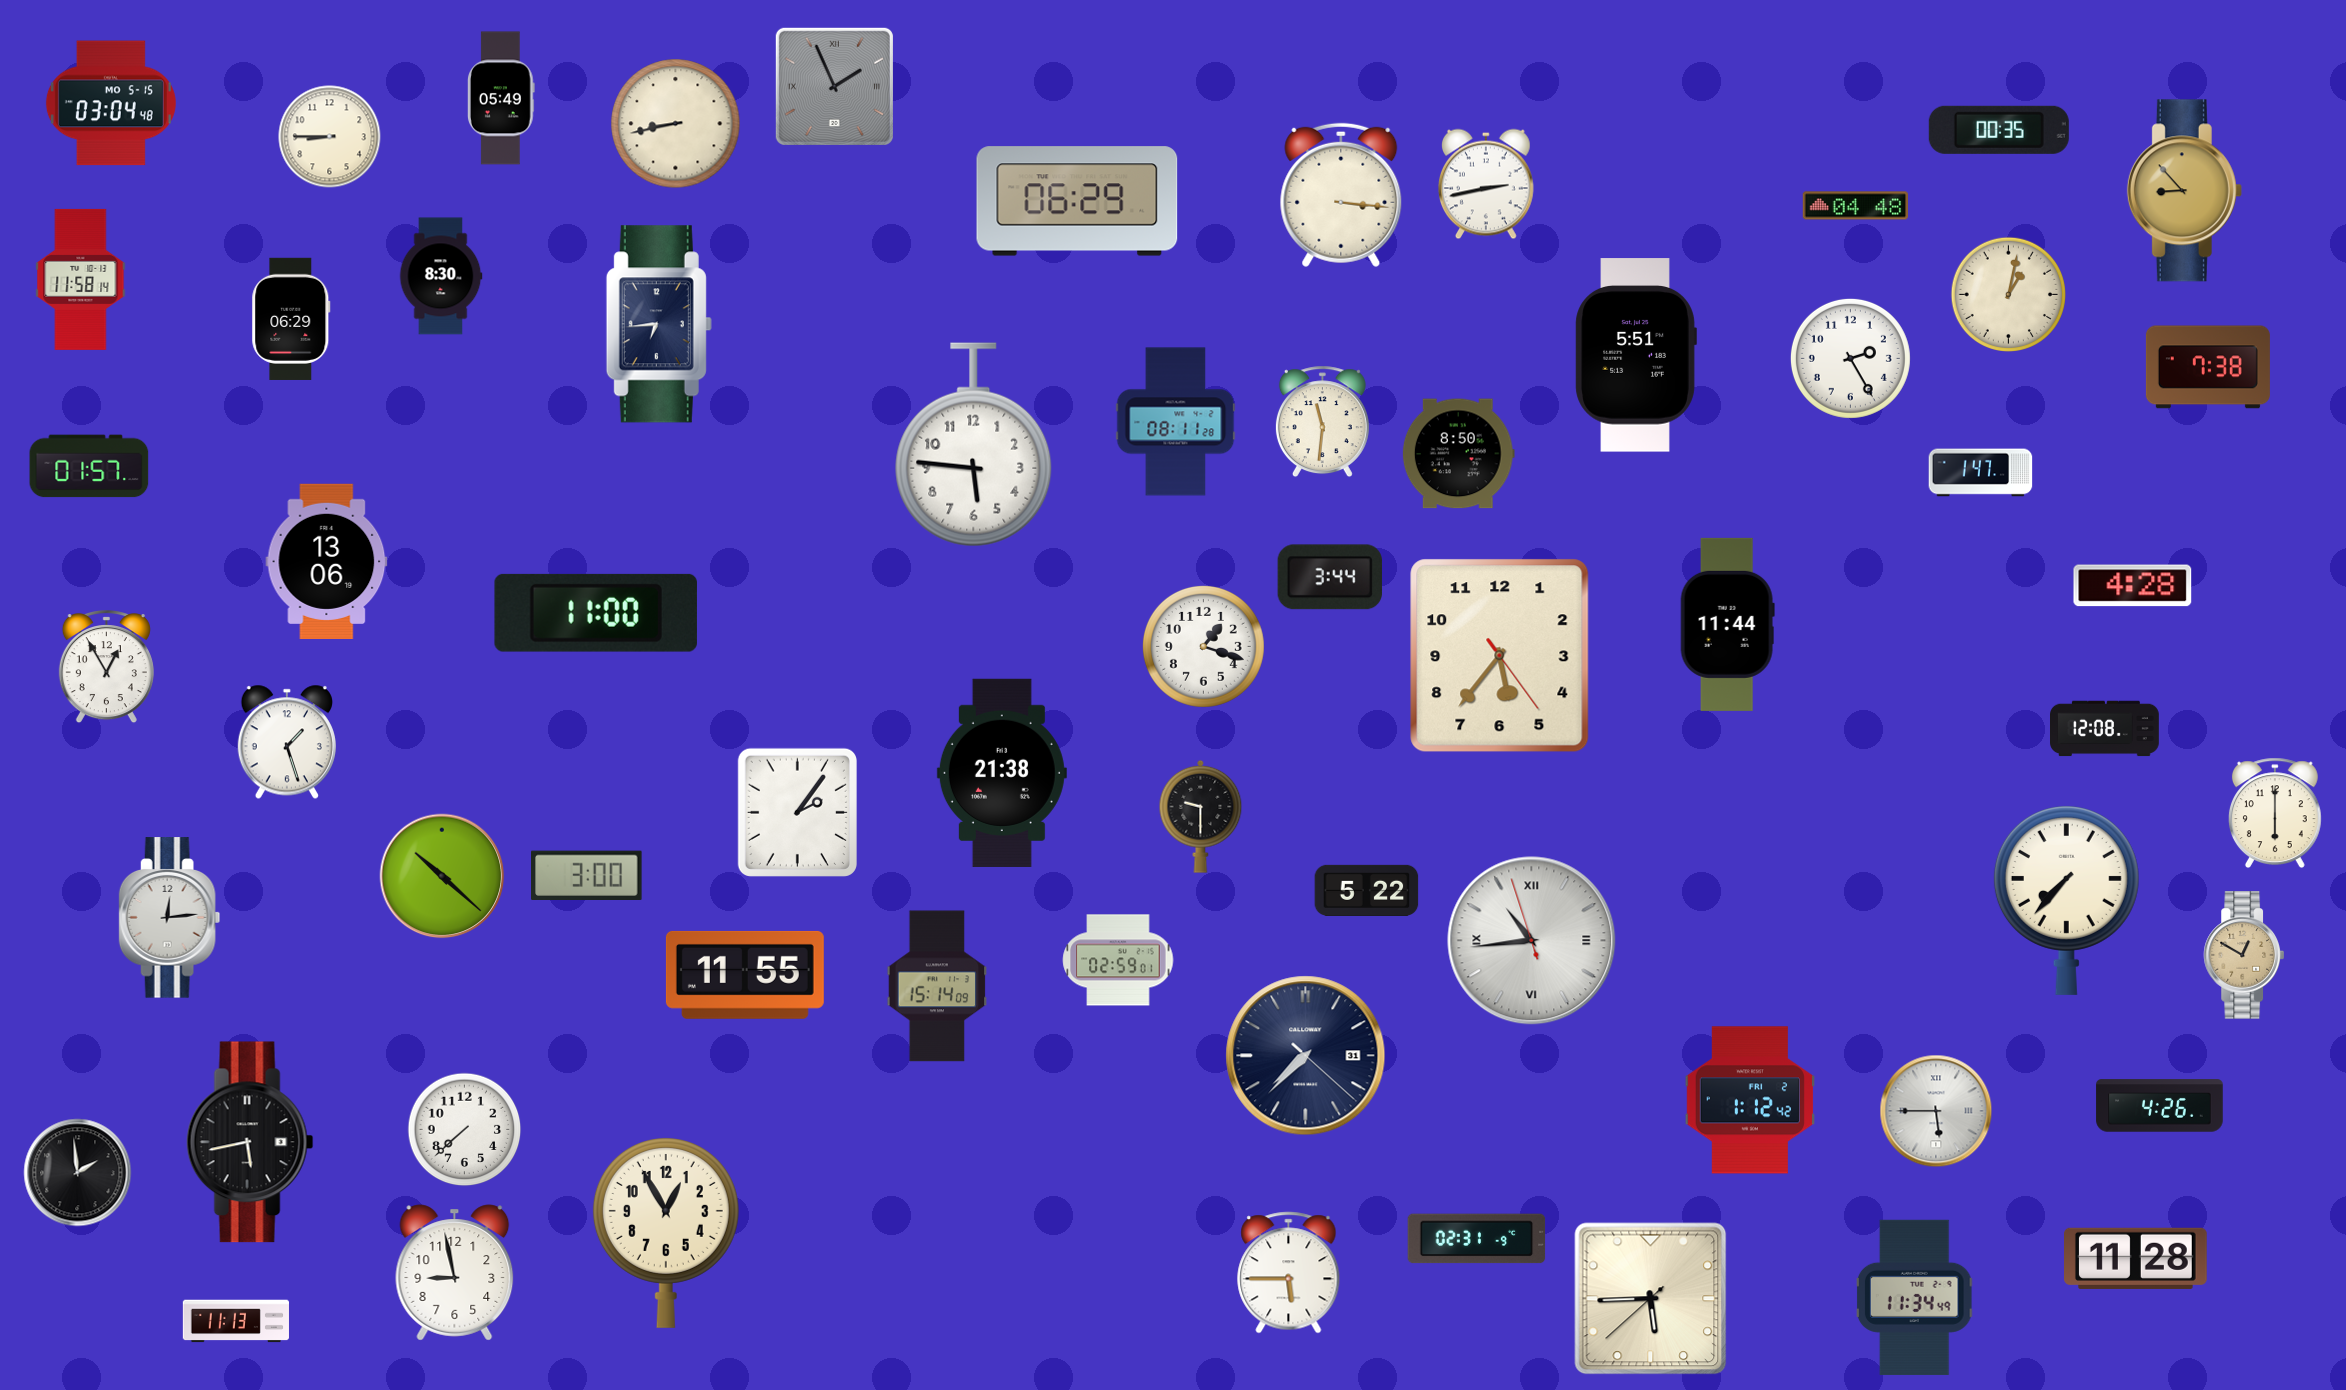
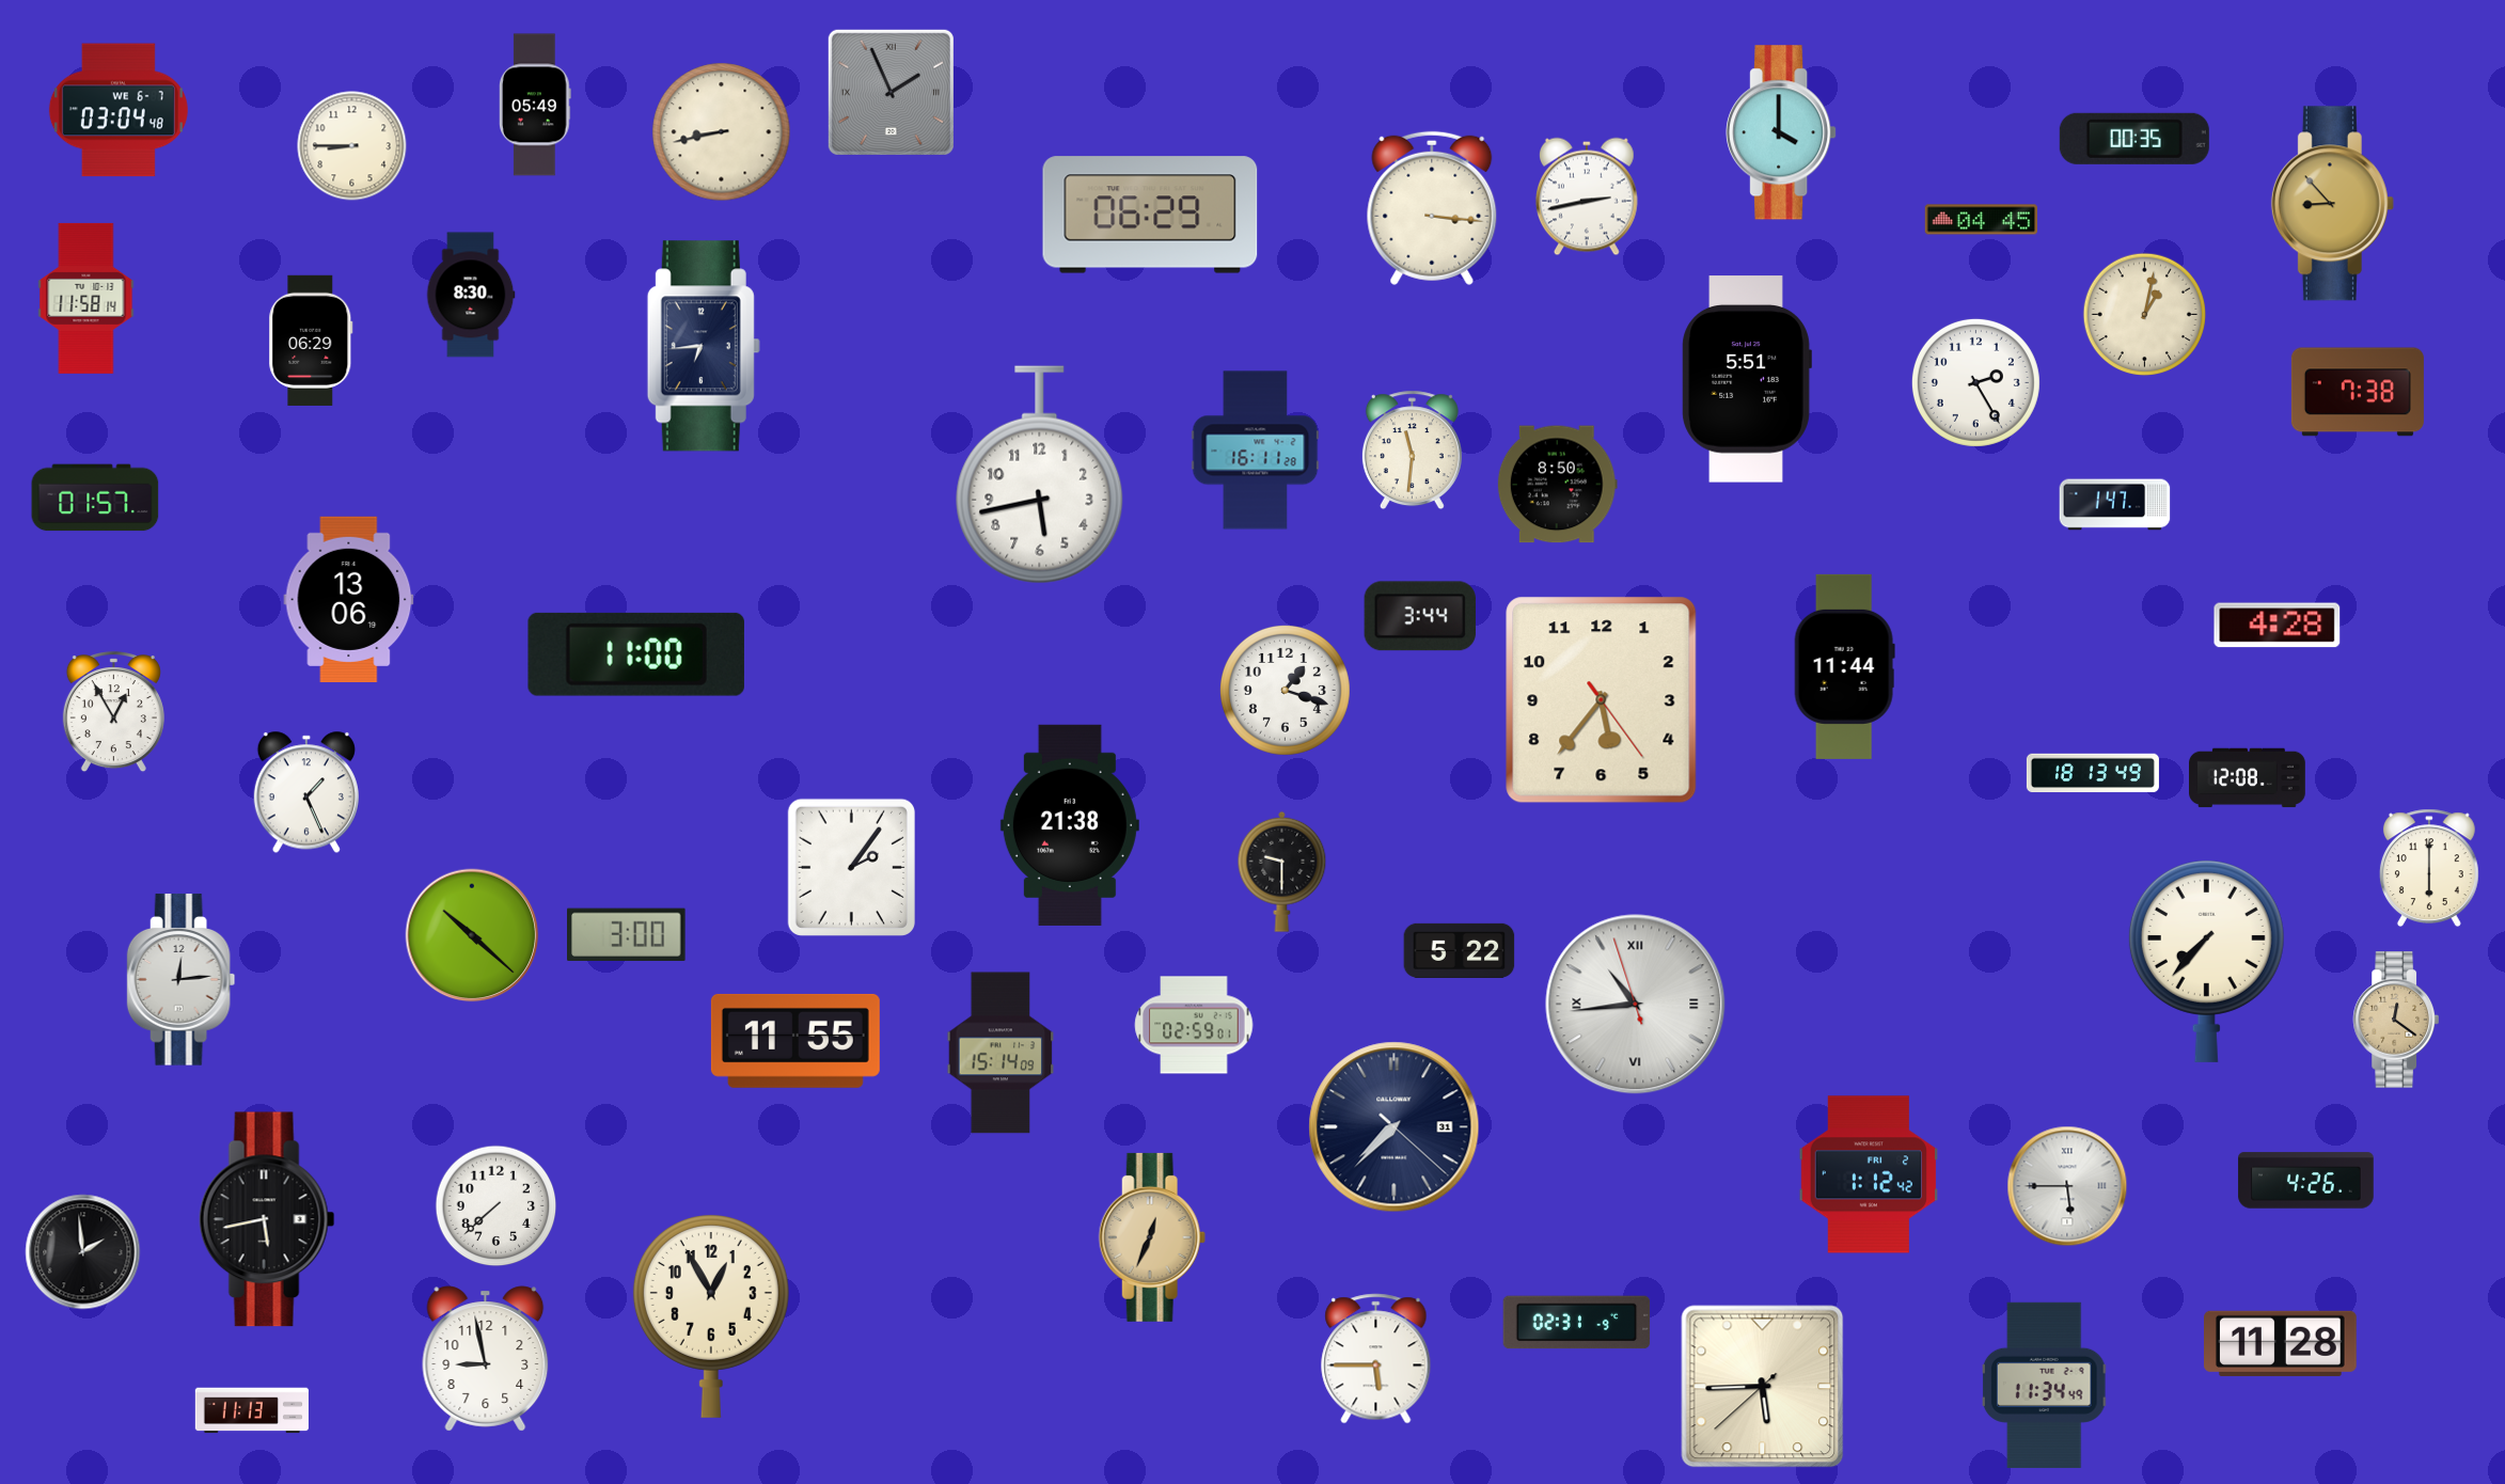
clock at (111, 103) date: MO 5-15 -> WE 6-7
clock at (1781, 132): none -> 4:00
clock at (1856, 206): 04:48 -> 04:45
clock at (1176, 422): 08:11 -> 16:11
clock at (974, 445): 5:46 -> 5:43
clock at (2093, 773): none -> 18:13
clock at (287, 742): 1:27 -> 1:26
clock at (2244, 955): 12:50 -> 12:21
clock at (1152, 1237): none -> 12:34
